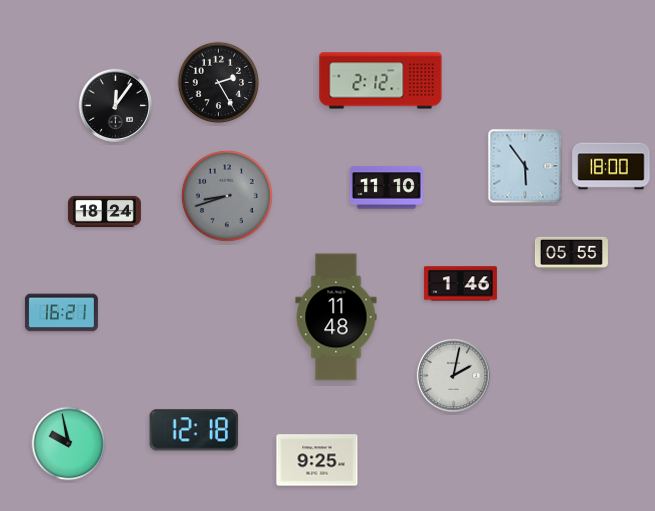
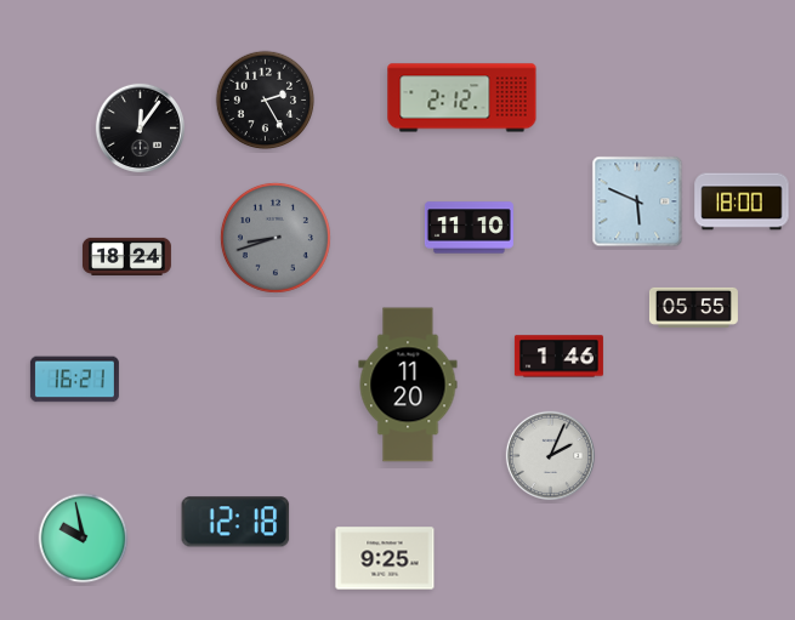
clock at (525, 166): 5:54 -> 5:49
clock at (460, 284) position: (460, 284) -> (558, 357)
clock at (336, 317): 11:48 -> 11:20
clock at (453, 375): 2:02 -> 2:04
